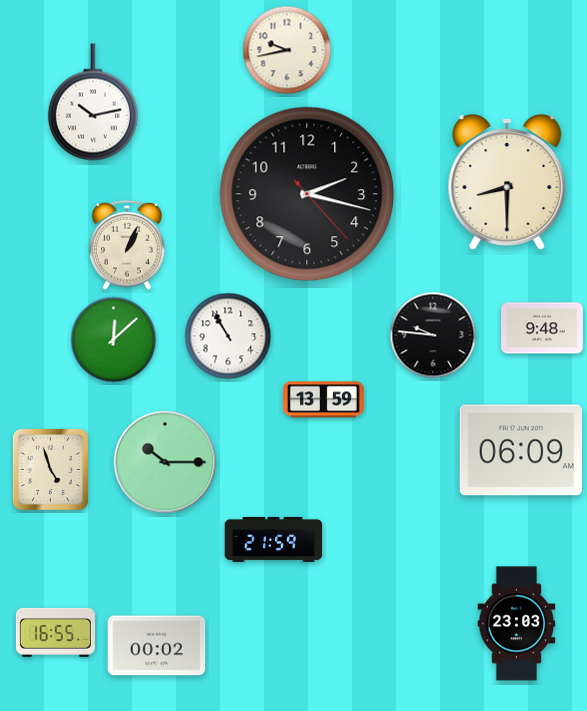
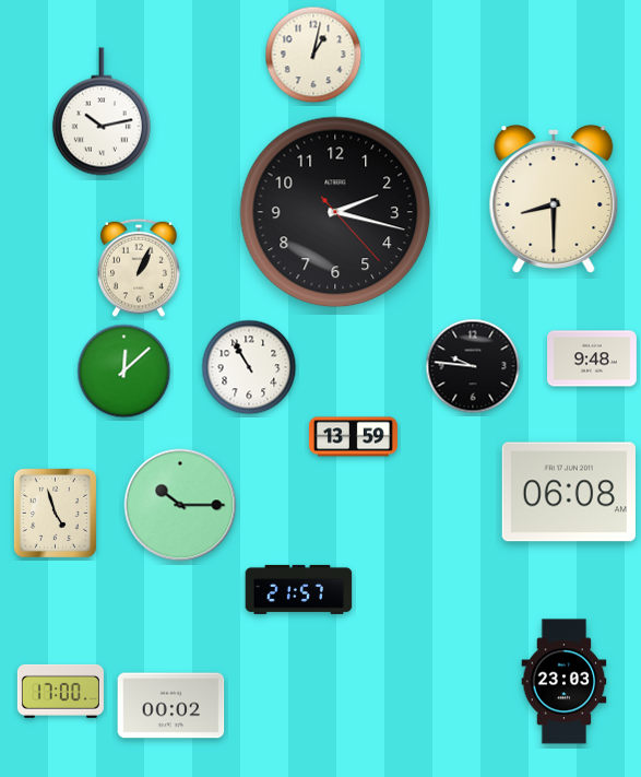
clock at (287, 50): 9:43 -> 1:02
clock at (521, 450): 06:09 -> 06:08
clock at (274, 539): 21:59 -> 21:57
clock at (55, 632): 16:55 -> 17:00
